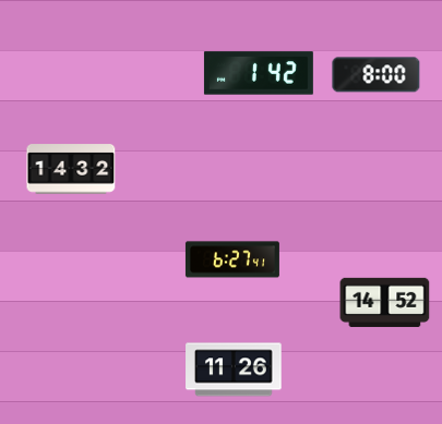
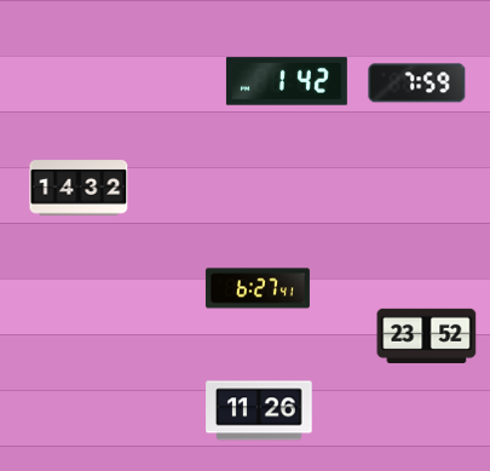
clock at (377, 75): 8:00 -> 7:59
clock at (385, 302): 14:52 -> 23:52
